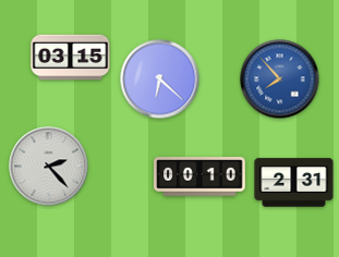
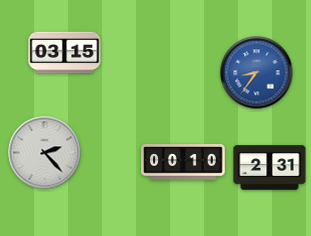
clock at (160, 79): 6:22 -> none
clock at (280, 79): 7:53 -> 8:36
